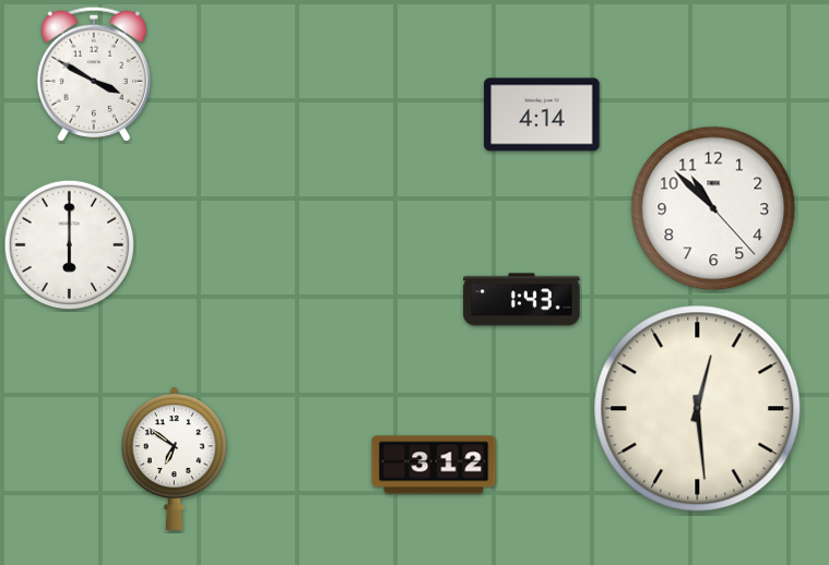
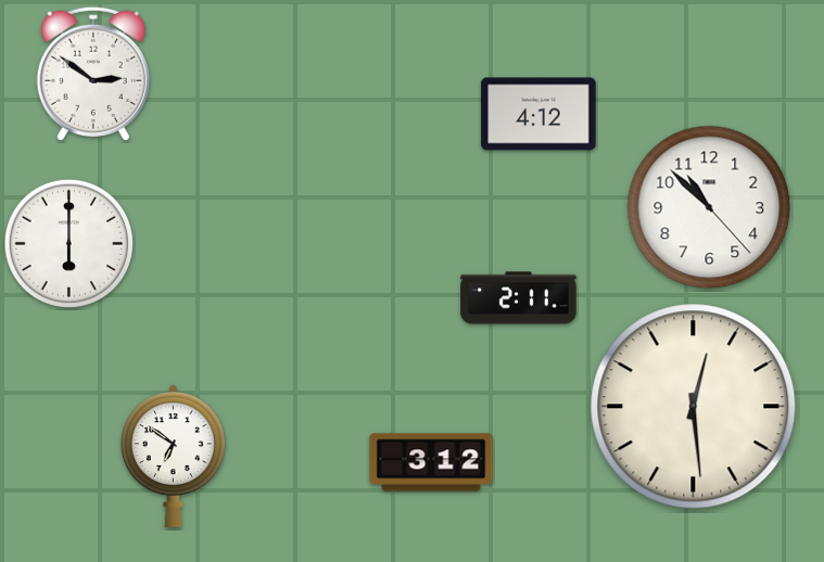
clock at (94, 74): 3:50 -> 2:51
clock at (542, 115): 4:14 -> 4:12
clock at (522, 300): 1:43 -> 2:11
